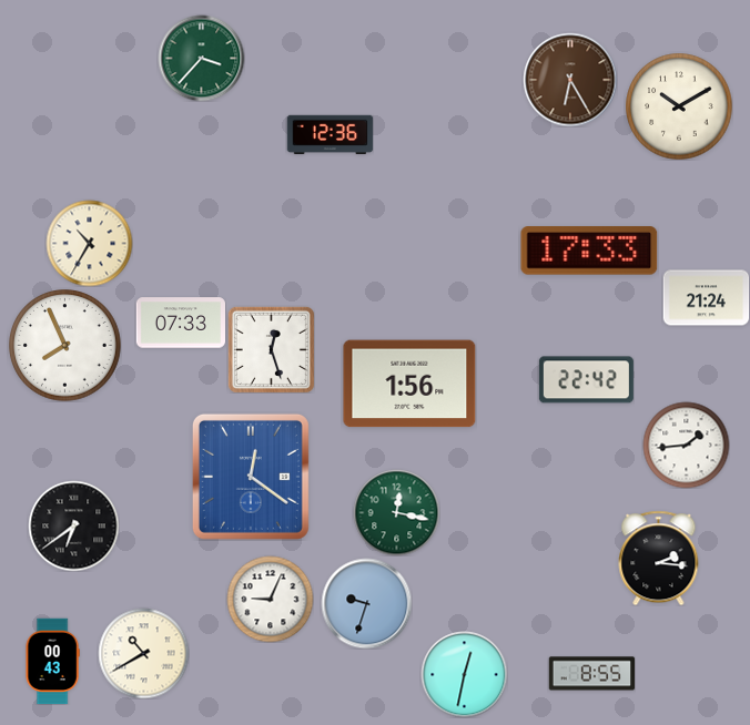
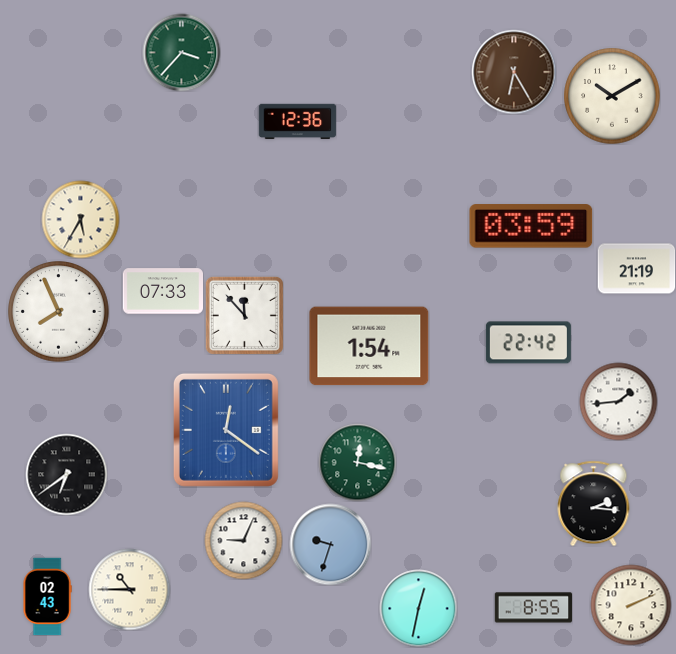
clock at (89, 243): 10:35 -> 5:35
clock at (589, 251): 17:33 -> 03:59
clock at (706, 298): 21:24 -> 21:19
clock at (271, 349): 12:27 -> 11:53
clock at (409, 384): 1:56 -> 1:54
clock at (143, 653): 10:40 -> 10:45
clock at (52, 661): 00:43 -> 02:43
clock at (631, 605): none -> 2:11
